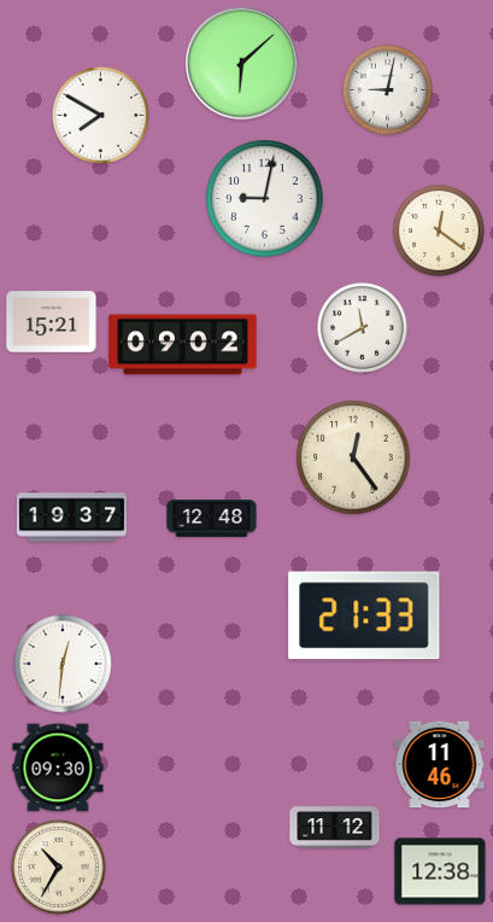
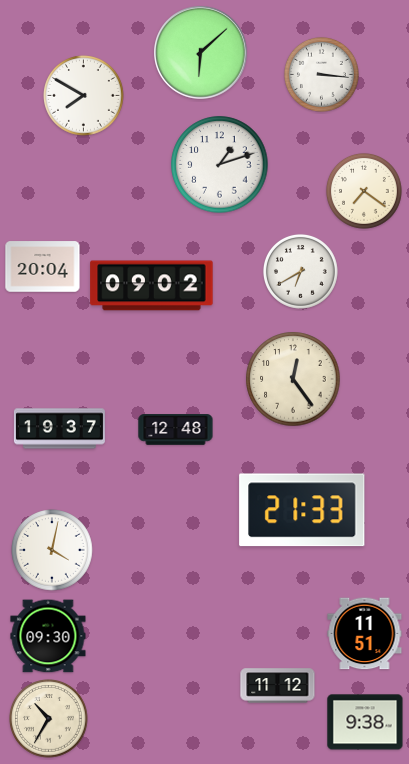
clock at (387, 89): 9:02 -> 3:16
clock at (265, 199): 9:02 -> 1:12
clock at (439, 230): 12:21 -> 7:21
clock at (52, 322): 15:21 -> 20:04
clock at (362, 327): 11:40 -> 6:40
clock at (63, 664): 12:31 -> 4:02
clock at (440, 765): 11:46 -> 11:51
clock at (440, 871): 12:38 -> 9:38
